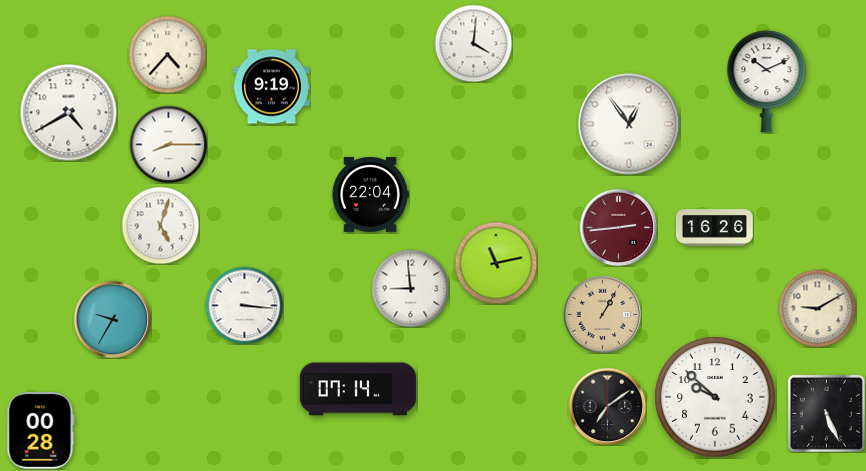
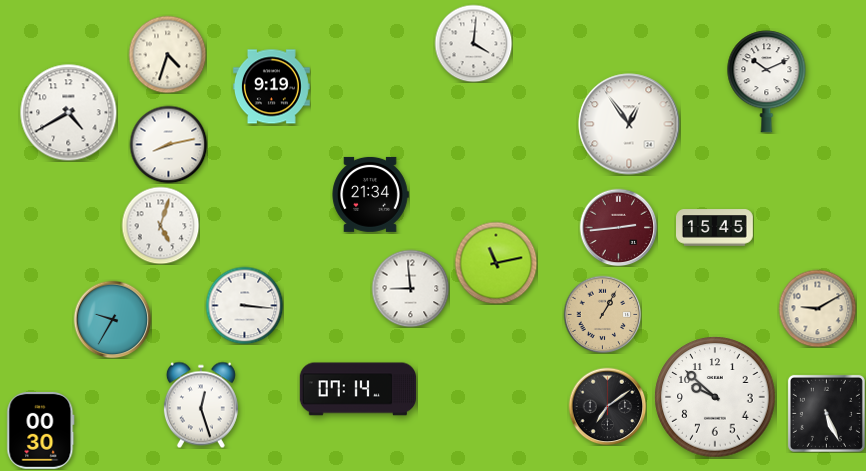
clock at (167, 54): 4:37 -> 4:33
clock at (168, 144): 8:15 -> 8:13
clock at (370, 194): 22:04 -> 21:34
clock at (715, 228): 16:26 -> 15:45
clock at (201, 405): none -> 12:27
clock at (41, 430): 00:28 -> 00:30
